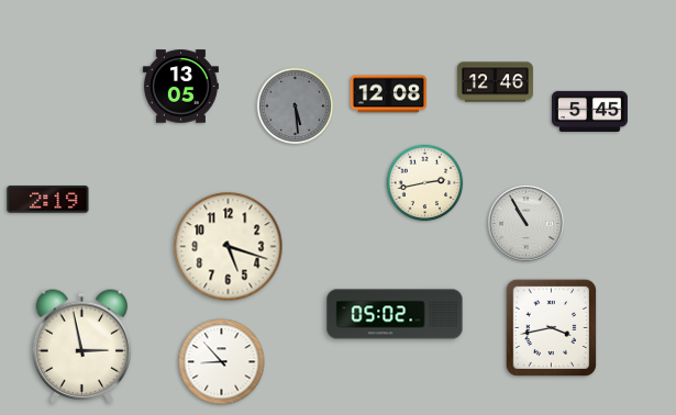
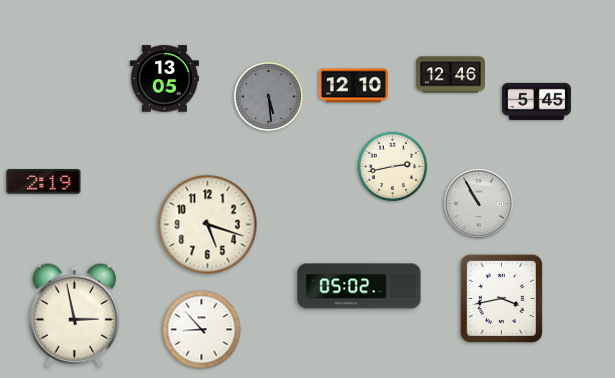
clock at (388, 94): 12:08 -> 12:10
clock at (425, 183) position: (425, 183) -> (393, 167)
